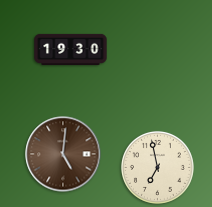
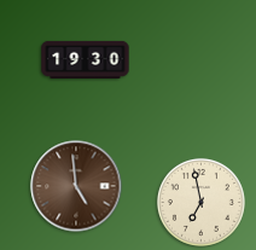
clock at (63, 154): 5:01 -> 4:59
clock at (157, 167) position: (157, 167) -> (200, 202)
